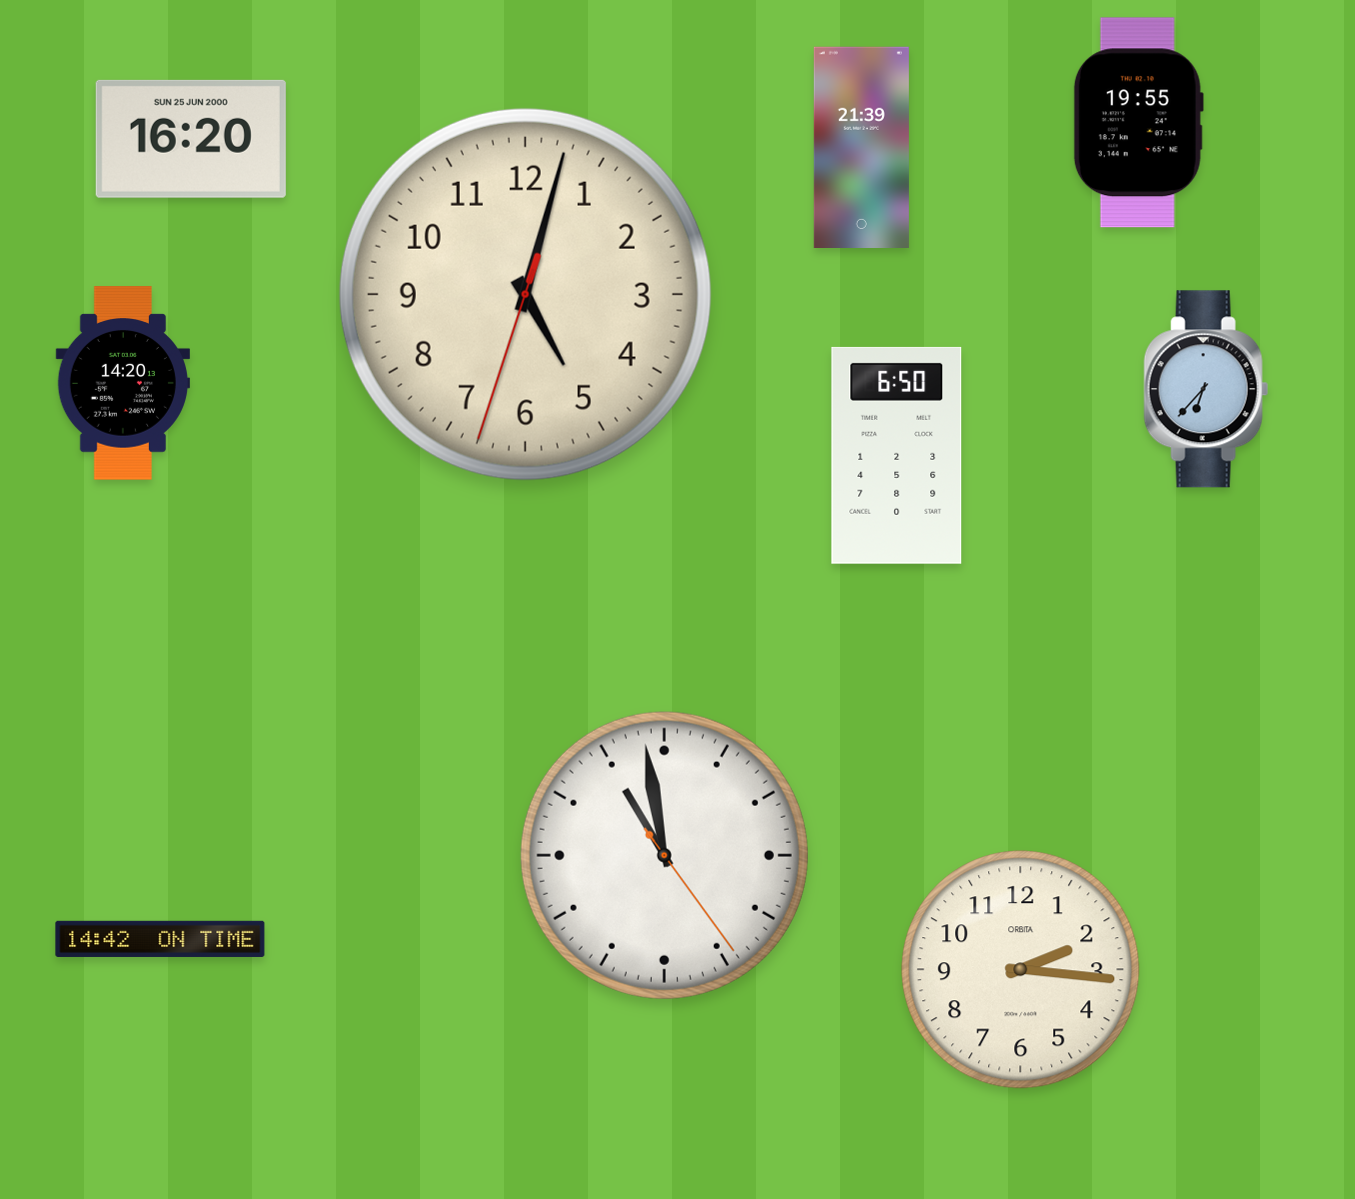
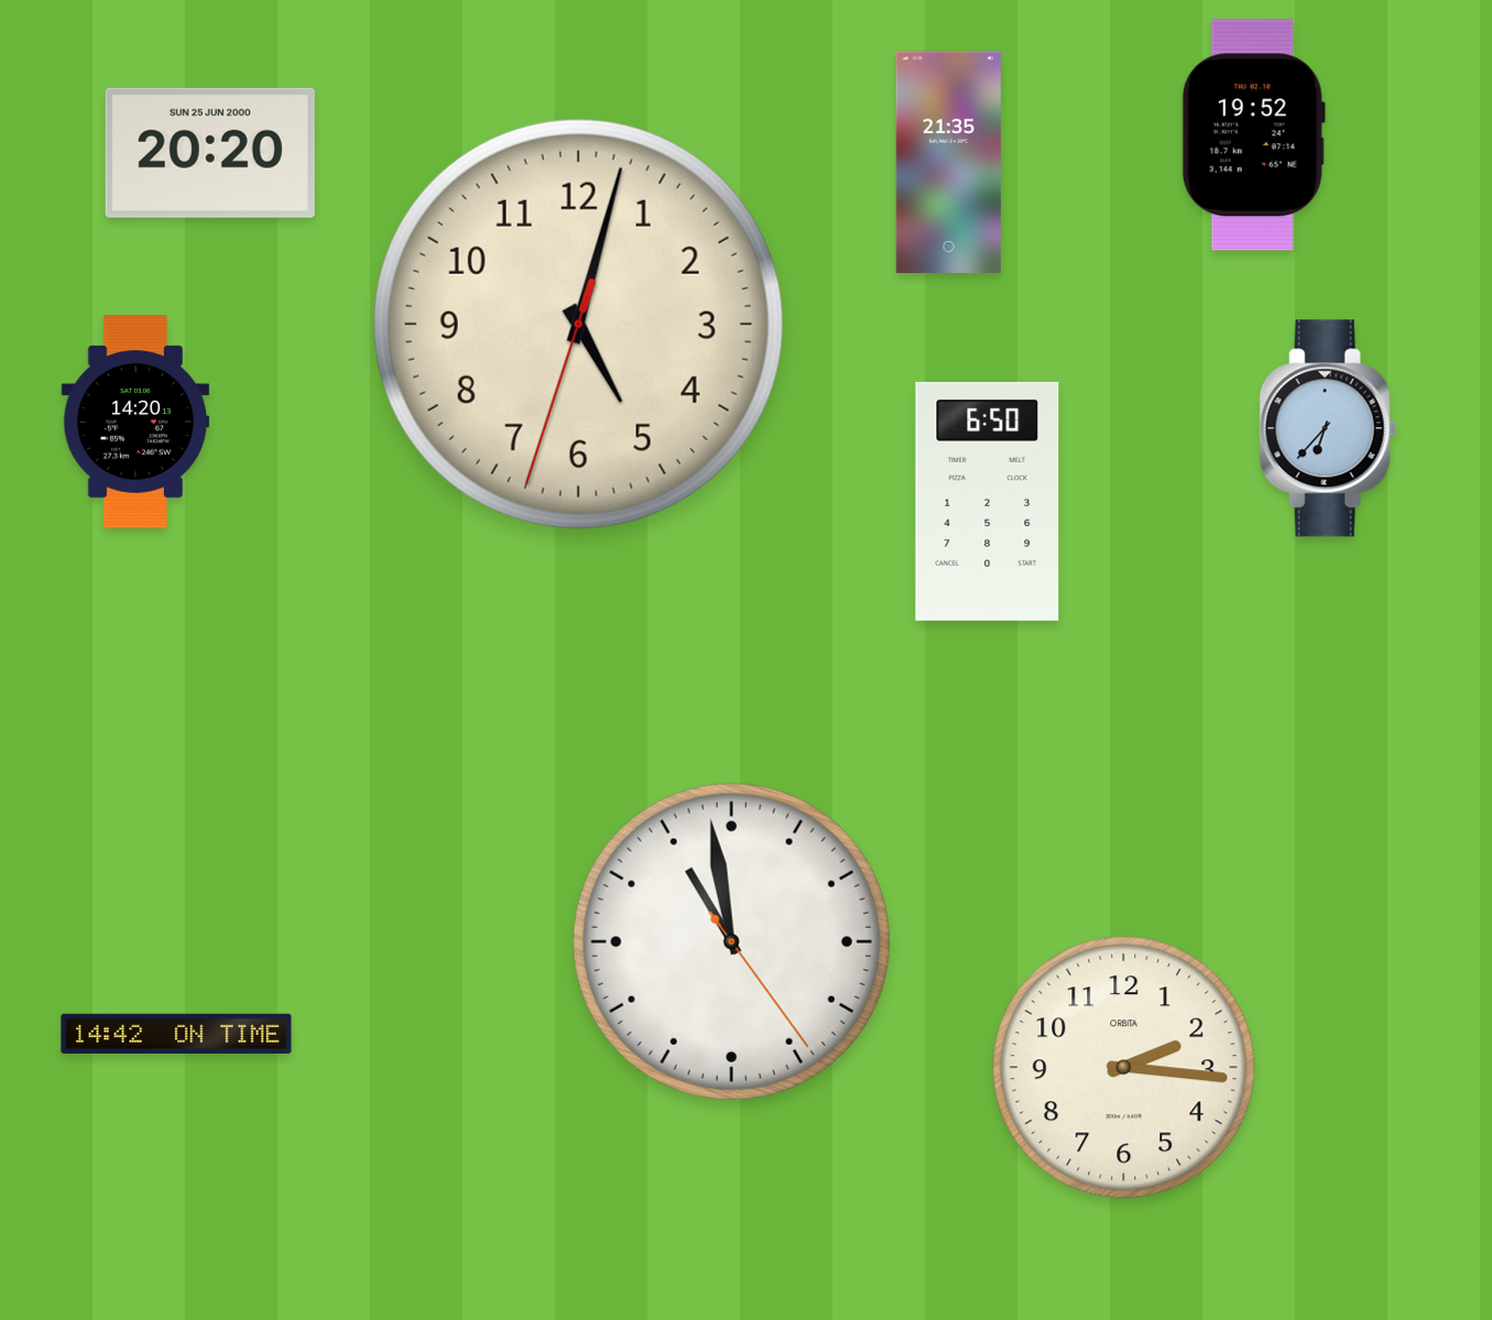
clock at (1138, 123): 19:55 -> 19:52
clock at (191, 139): 16:20 -> 20:20
clock at (861, 147): 21:39 -> 21:35
